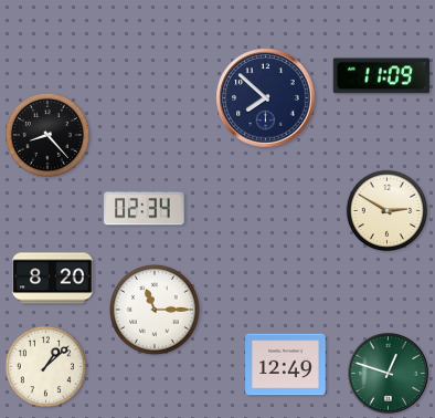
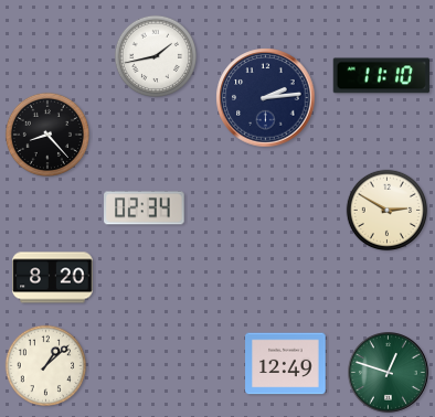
clock at (155, 55): none -> 1:43
clock at (381, 76): 11:09 -> 11:10
clock at (266, 98): 7:52 -> 2:14
clock at (155, 310): 11:15 -> none
